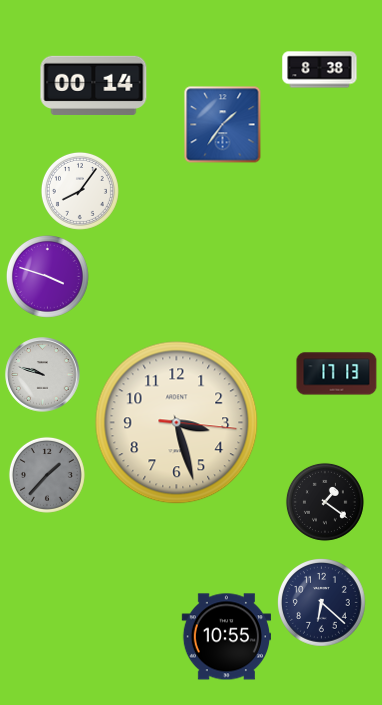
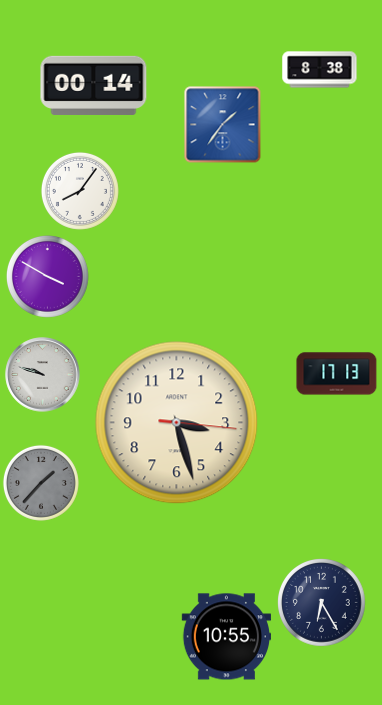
clock at (47, 276): 3:48 -> 3:50
clock at (47, 475) position: (47, 475) -> (41, 483)
clock at (325, 502): 1:21 -> none
clock at (322, 603): 6:22 -> 6:25
